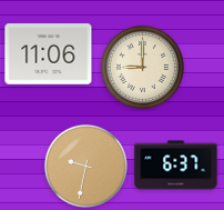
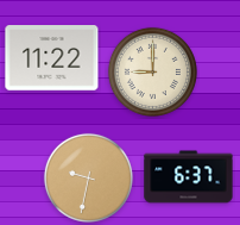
clock at (49, 54): 11:06 -> 11:22
clock at (85, 166) position: (85, 166) -> (88, 177)
